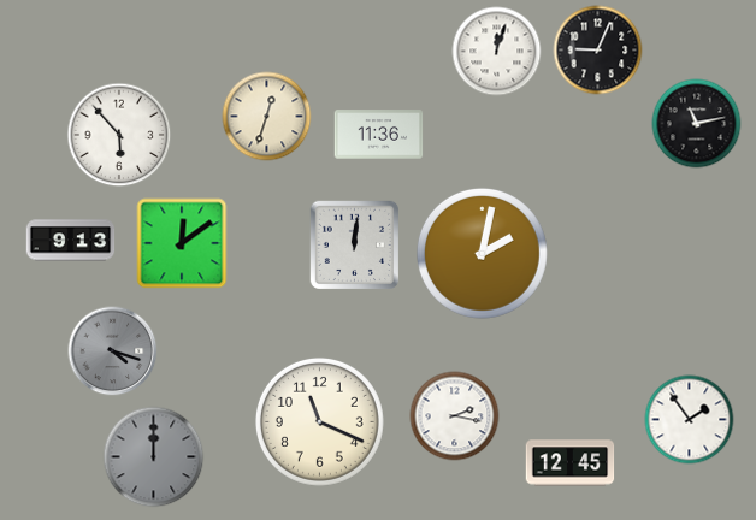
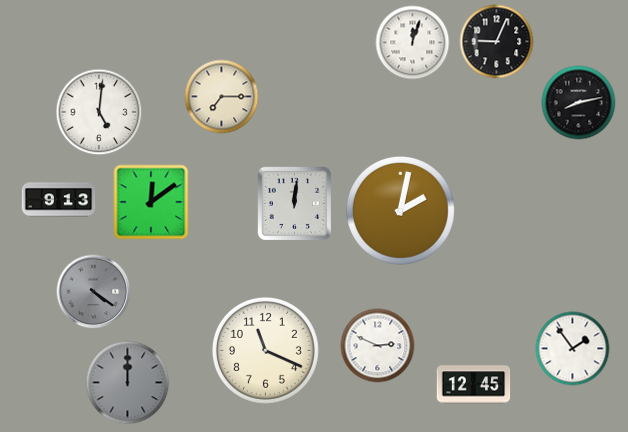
clock at (267, 117): 12:33 -> 7:15
clock at (697, 124): 11:13 -> 8:13
clock at (119, 135): 5:53 -> 5:01
clock at (379, 135): 11:36 -> none
clock at (113, 351): 4:18 -> 4:21
clock at (455, 416): 2:17 -> 2:49
clock at (154, 457) position: (154, 457) -> (128, 383)
